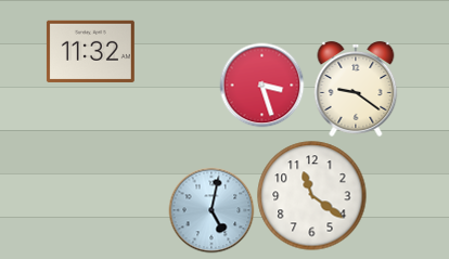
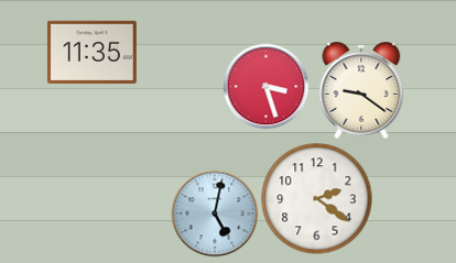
clock at (90, 51): 11:32 -> 11:35
clock at (312, 196): 11:21 -> 2:21
